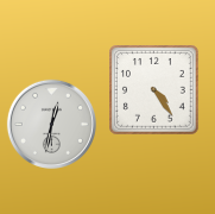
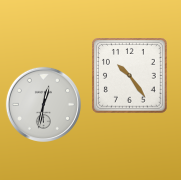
clock at (154, 90): 4:24 -> 10:24
